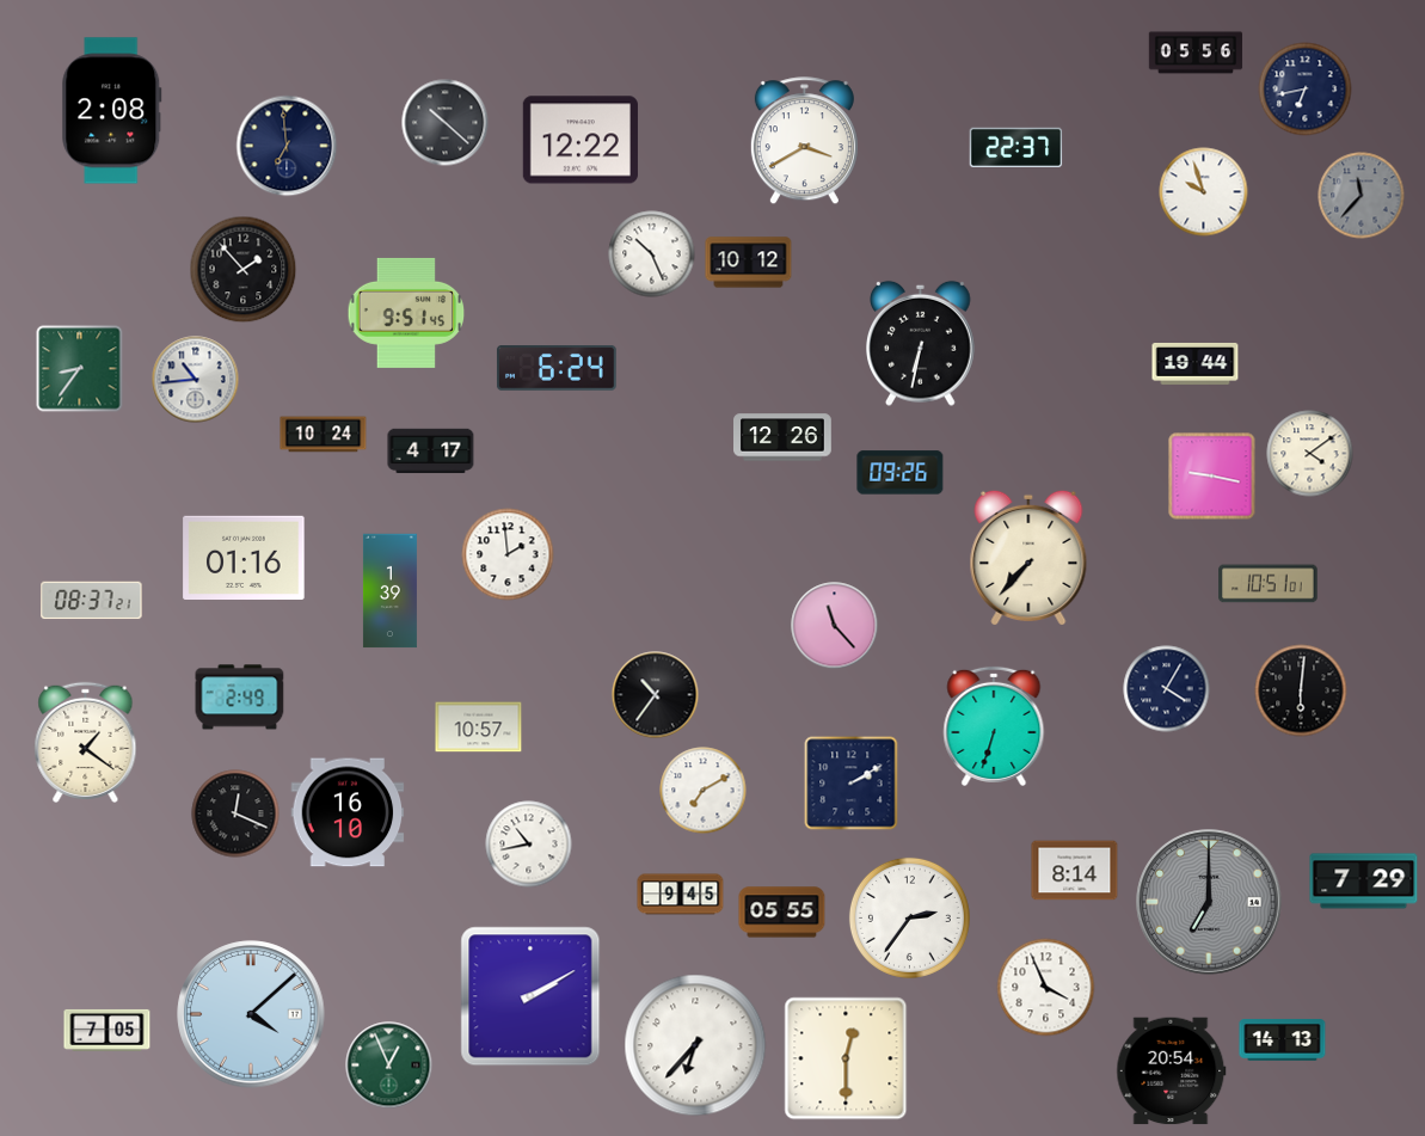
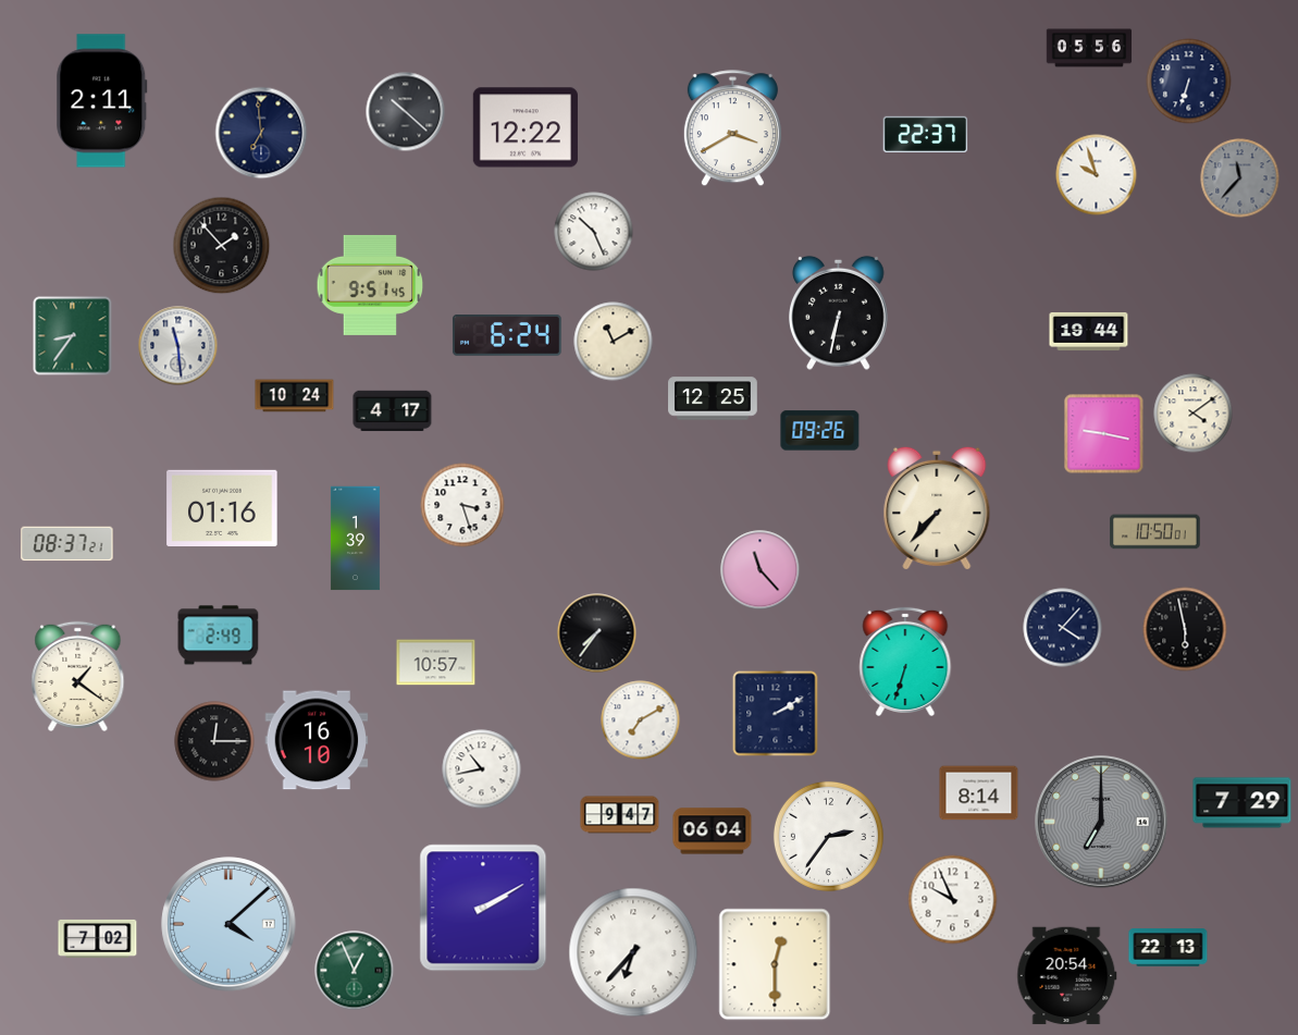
clock at (1306, 90): 6:43 -> 6:33
clock at (112, 111): 2:08 -> 2:11
clock at (581, 140) position: (581, 140) -> (526, 127)
clock at (749, 263): 10:12 -> none
clock at (614, 342): none -> 11:10
clock at (196, 380): 10:44 -> 11:29
clock at (784, 437): 12:26 -> 12:25
clock at (508, 554): 1:59 -> 3:27
clock at (1269, 584): 10:51 -> 10:50
clock at (92, 601) position: (92, 601) -> (67, 544)
clock at (1167, 689): 4:05 -> 4:07
clock at (1301, 690): 6:01 -> 5:58
clock at (656, 695): 10:36 -> 7:36
clock at (235, 813): 12:19 -> 12:15
clock at (681, 895): 9:45 -> 9:47
clock at (782, 913): 05:55 -> 06:04
clock at (1046, 988): 3:56 -> 9:56
clock at (108, 1030): 7:05 -> 7:02
clock at (1283, 1040): 14:13 -> 22:13
clock at (846, 1058) position: (846, 1058) -> (775, 964)
